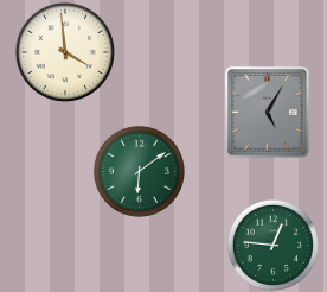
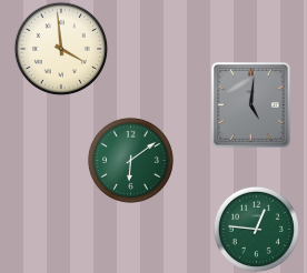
clock at (268, 113): 5:05 -> 5:01
